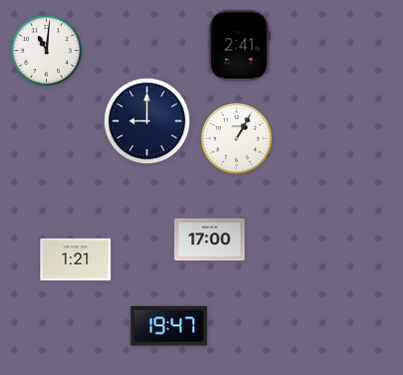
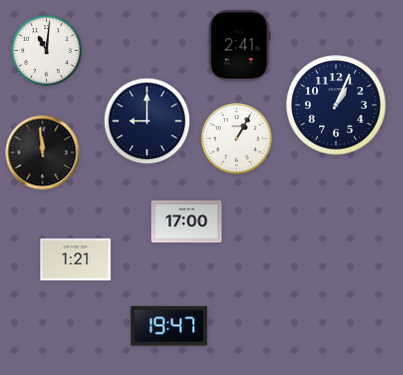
clock at (336, 105): none -> 1:04
clock at (43, 153): none -> 11:59
clock at (210, 240) position: (210, 240) -> (187, 222)
